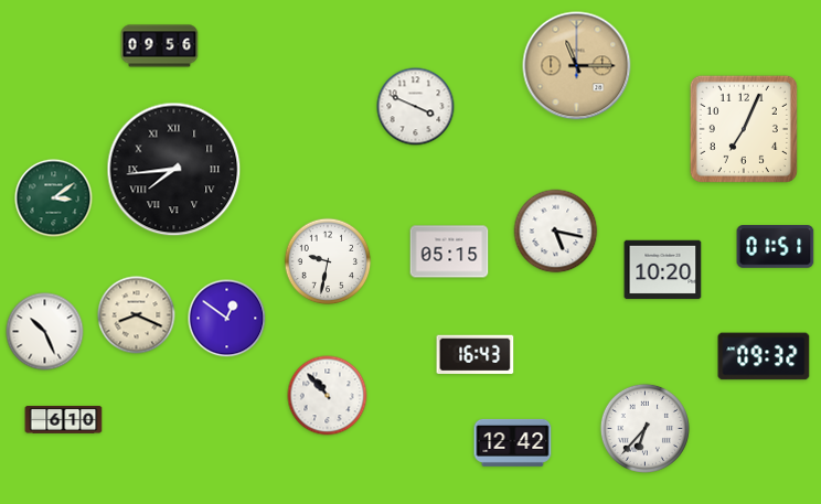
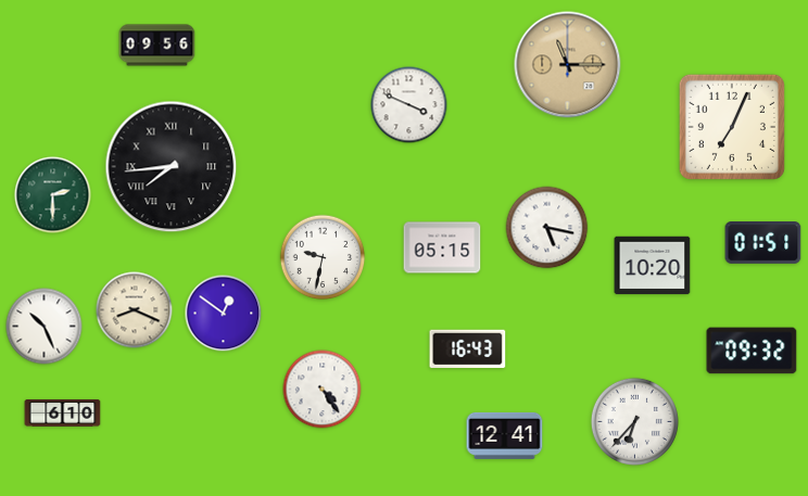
clock at (54, 199): 3:09 -> 2:30
clock at (328, 396): 10:53 -> 4:24
clock at (513, 442): 12:42 -> 12:41
